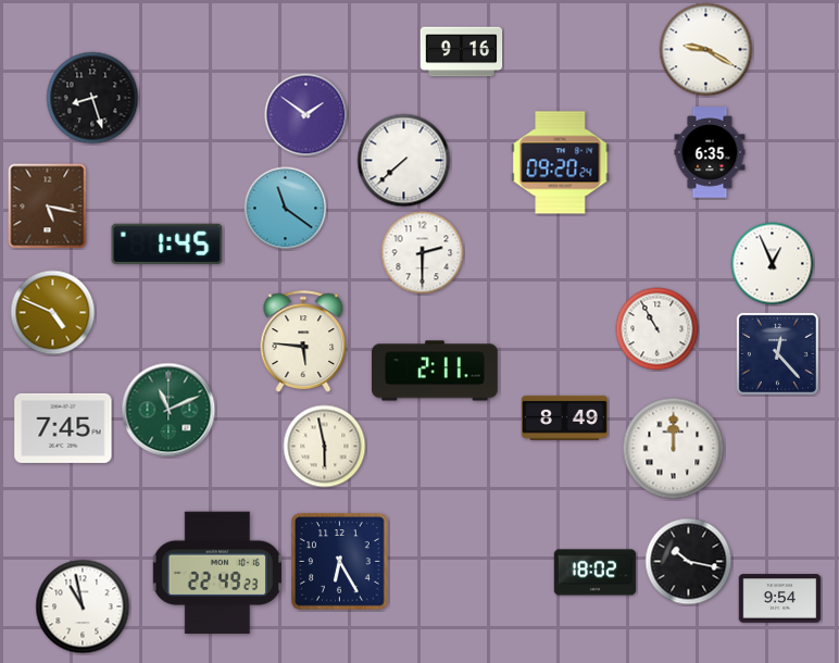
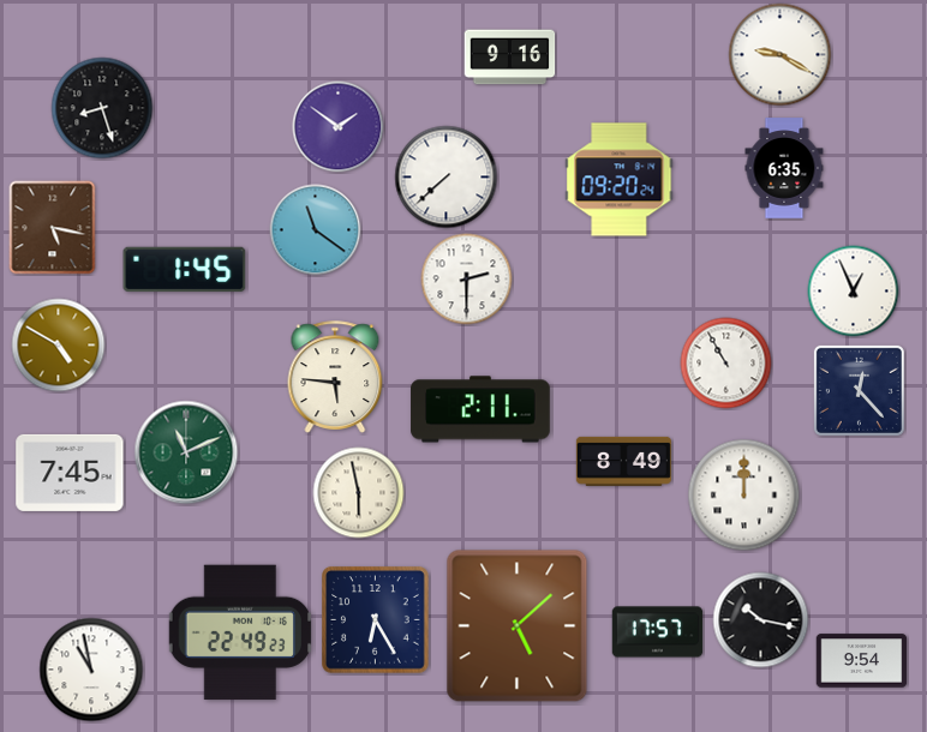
clock at (53, 313): 4:49 -> 4:50
clock at (518, 626): none -> 5:08
clock at (596, 573): 18:02 -> 17:57
